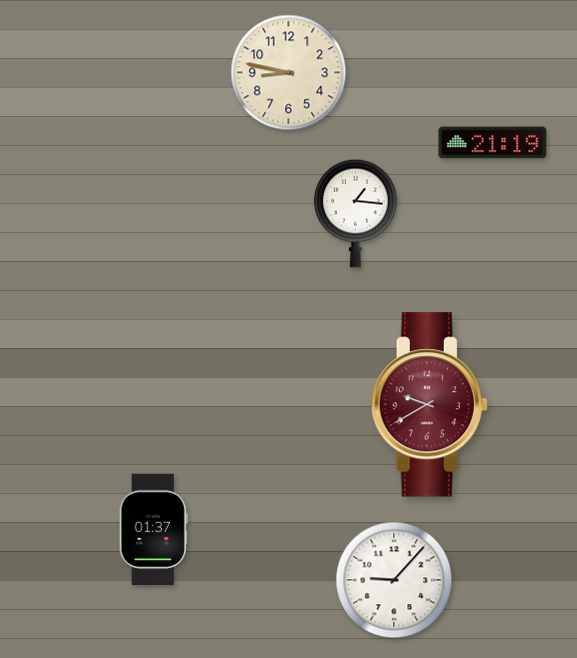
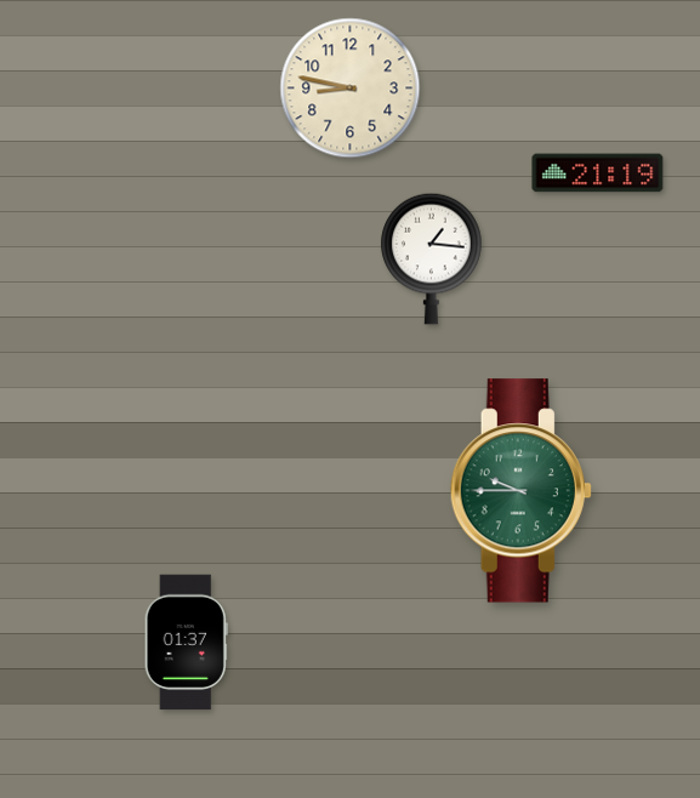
clock at (429, 405): 9:40 -> 9:45
clock at (429, 405) dial: burgundy -> green
clock at (394, 580): 9:07 -> none
